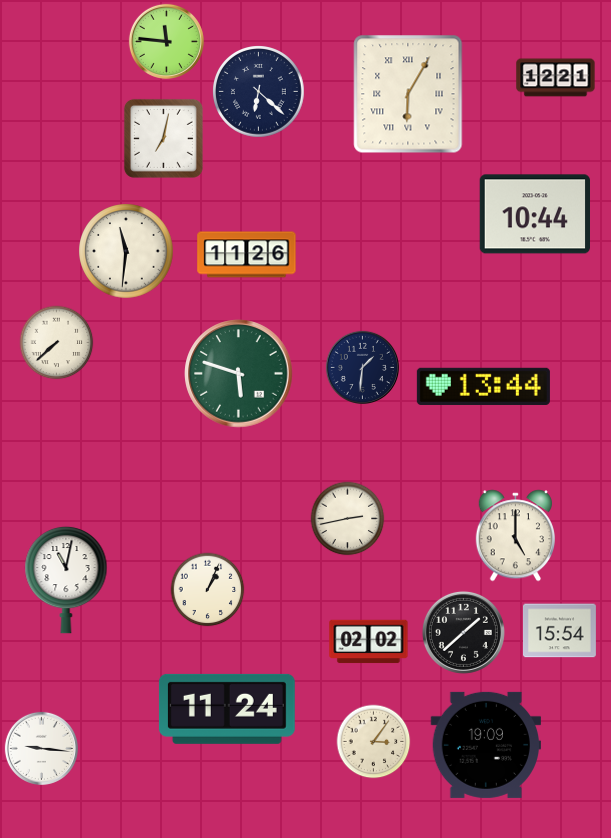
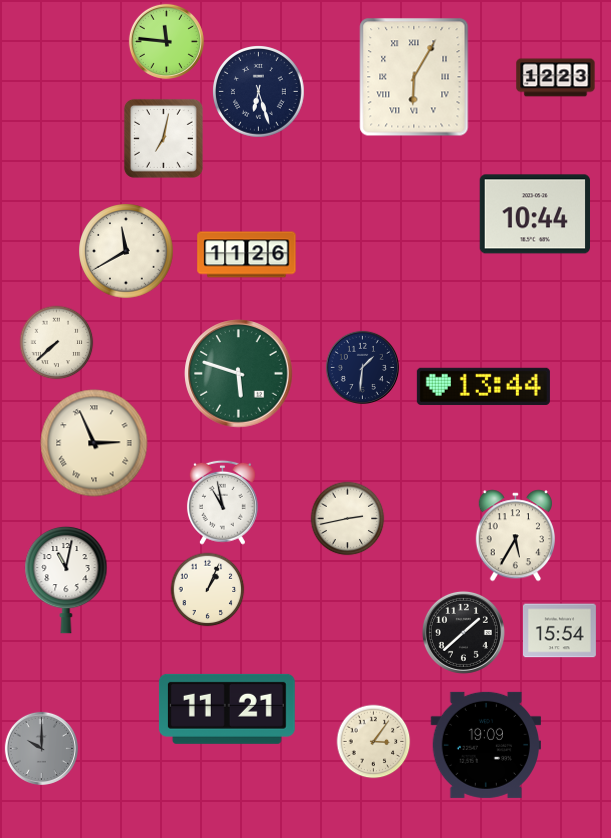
clock at (556, 78): 12:21 -> 12:23
clock at (259, 92): 6:22 -> 6:27
clock at (408, 94) position: (408, 94) -> (414, 77)
clock at (126, 251): 11:31 -> 11:40
clock at (94, 443): none -> 2:56
clock at (222, 502): none -> 10:58
clock at (515, 536): 5:00 -> 5:35
clock at (369, 642): 02:02 -> none
clock at (227, 709): 11:24 -> 11:21
clock at (41, 748): 9:16 -> 10:00
clock at (41, 748) dial: white -> grey
